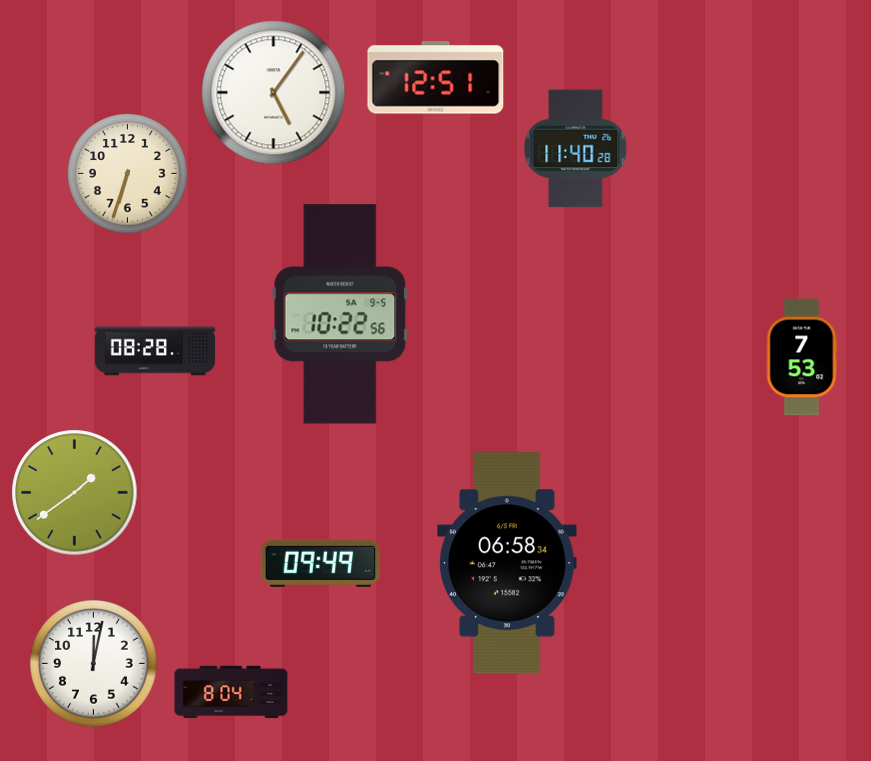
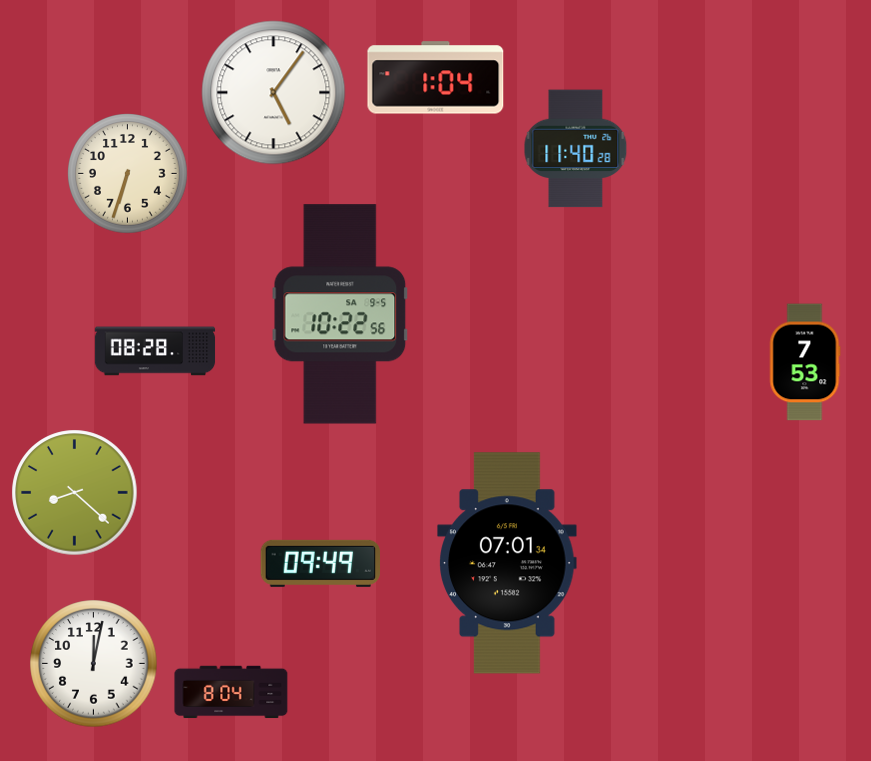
clock at (436, 78): 12:51 -> 1:04
clock at (802, 357) position: (802, 357) -> (805, 362)
clock at (75, 493): 1:39 -> 8:22
clock at (507, 563): 06:58 -> 07:01
